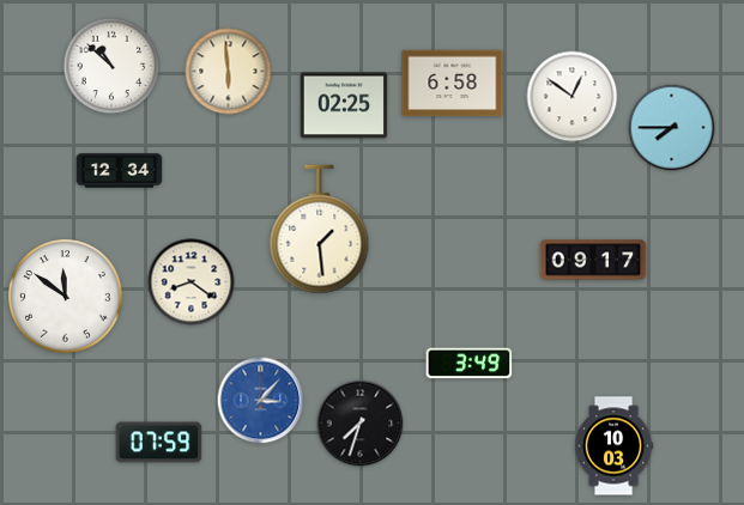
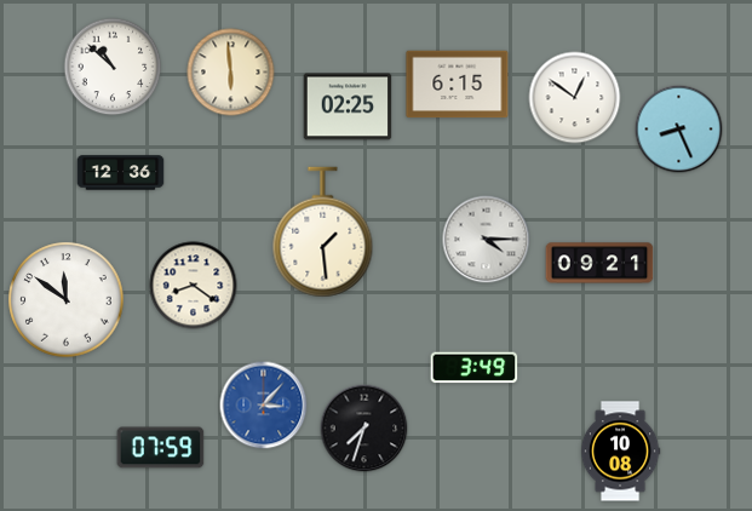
clock at (453, 84): 6:58 -> 6:15
clock at (573, 97) position: (573, 97) -> (575, 98)
clock at (672, 128): 7:45 -> 8:26
clock at (120, 171): 12:34 -> 12:36
clock at (487, 240): none -> 4:15
clock at (593, 260): 09:17 -> 09:21
clock at (613, 446): 10:03 -> 10:08
